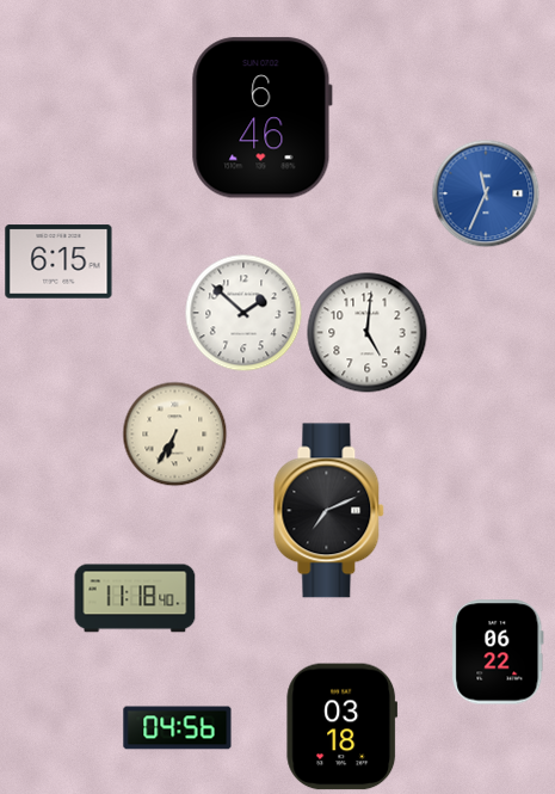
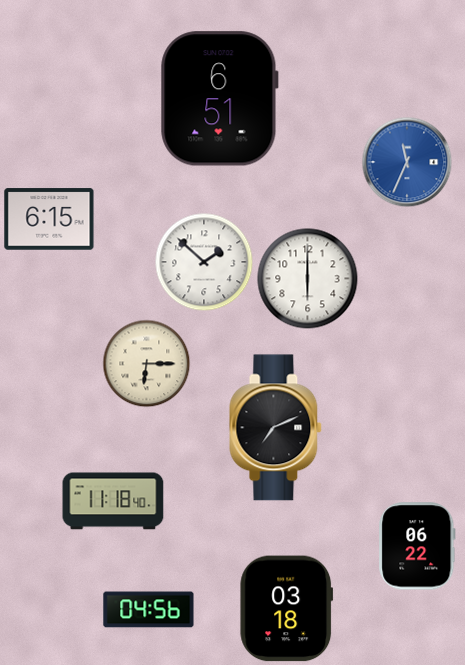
clock at (261, 118): 6:46 -> 6:51
clock at (368, 333): 5:01 -> 6:00
clock at (174, 433): 6:35 -> 6:15
